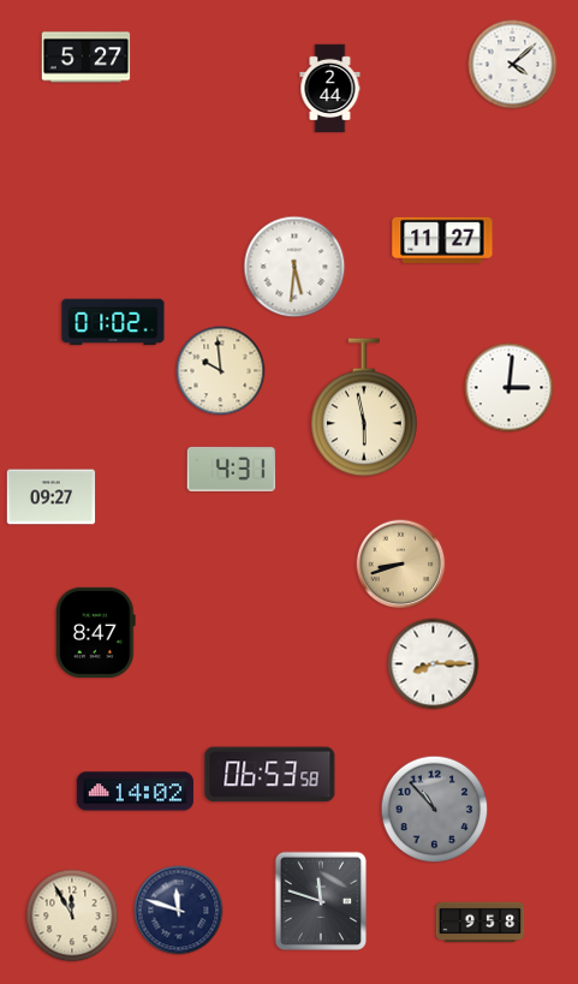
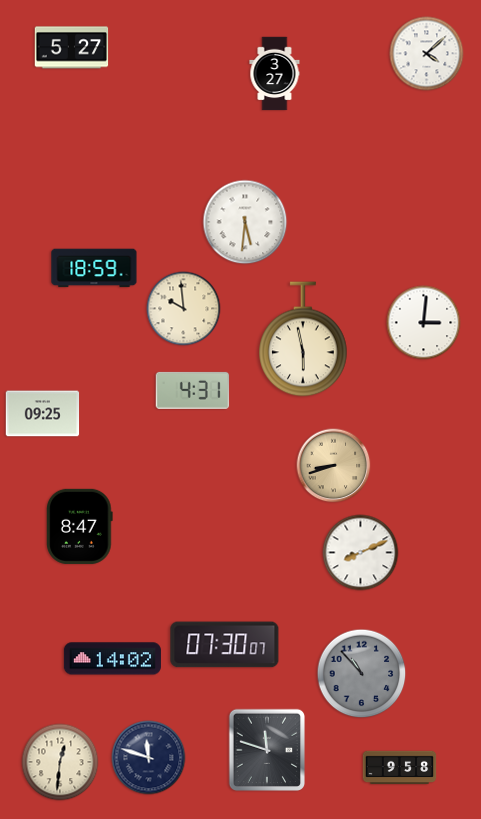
clock at (330, 89): 2:44 -> 3:27
clock at (442, 239): 11:27 -> none
clock at (113, 322): 01:02 -> 18:59
clock at (52, 497): 09:27 -> 09:25
clock at (401, 565) position: (401, 565) -> (334, 466)
clock at (434, 664): 8:15 -> 8:11
clock at (270, 775): 06:53 -> 07:30
clock at (72, 916): 11:55 -> 12:31
